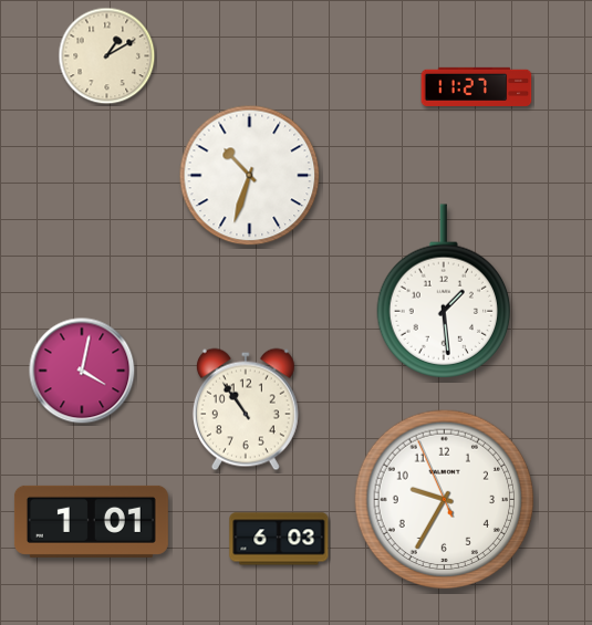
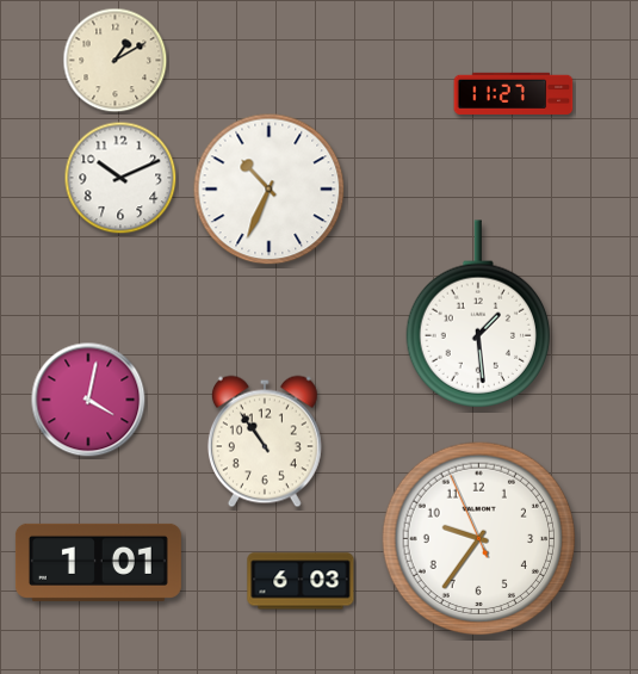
clock at (120, 178): none -> 10:11
clock at (250, 176): 10:33 -> 10:34
clock at (445, 500): 9:34 -> 9:35
